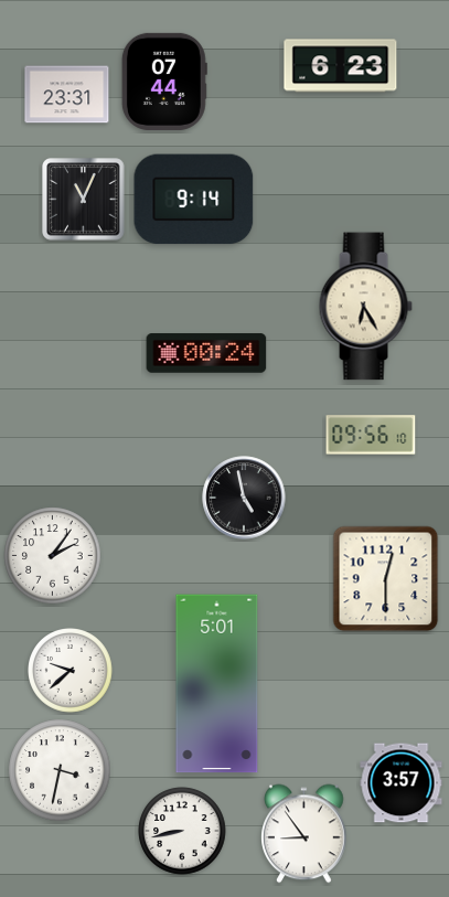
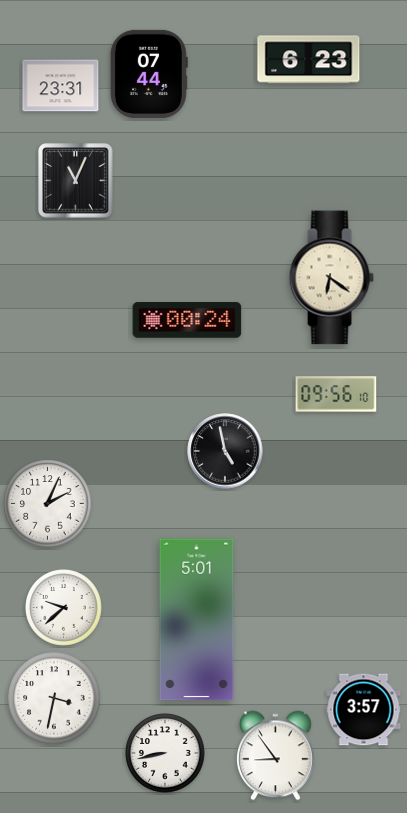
clock at (194, 200): 9:14 -> none
clock at (365, 307): 6:25 -> 6:21
clock at (244, 498) position: (244, 498) -> (225, 451)
clock at (53, 556): 2:06 -> 2:04
clock at (386, 579): 12:30 -> none
